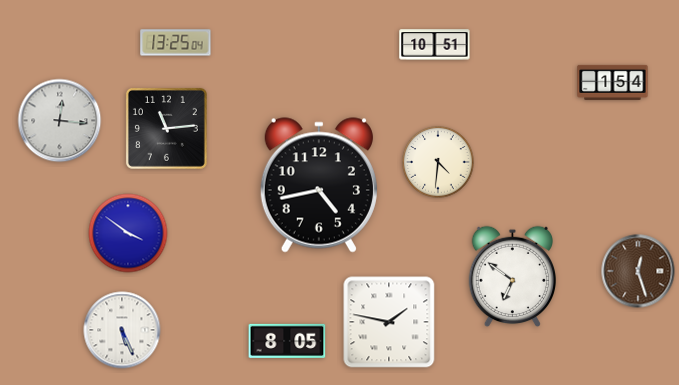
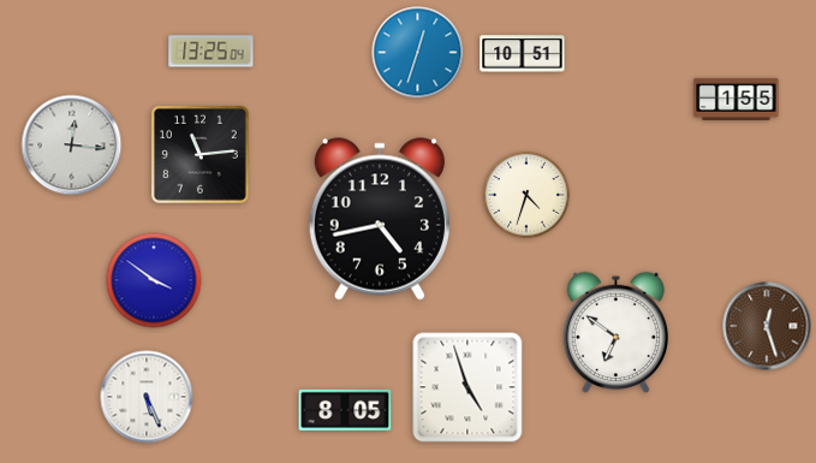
clock at (418, 53): none -> 12:33
clock at (613, 82): 1:54 -> 1:55
clock at (438, 162): 4:31 -> 4:33
clock at (319, 185) position: (319, 185) -> (380, 219)
clock at (389, 322): 1:47 -> 4:57
